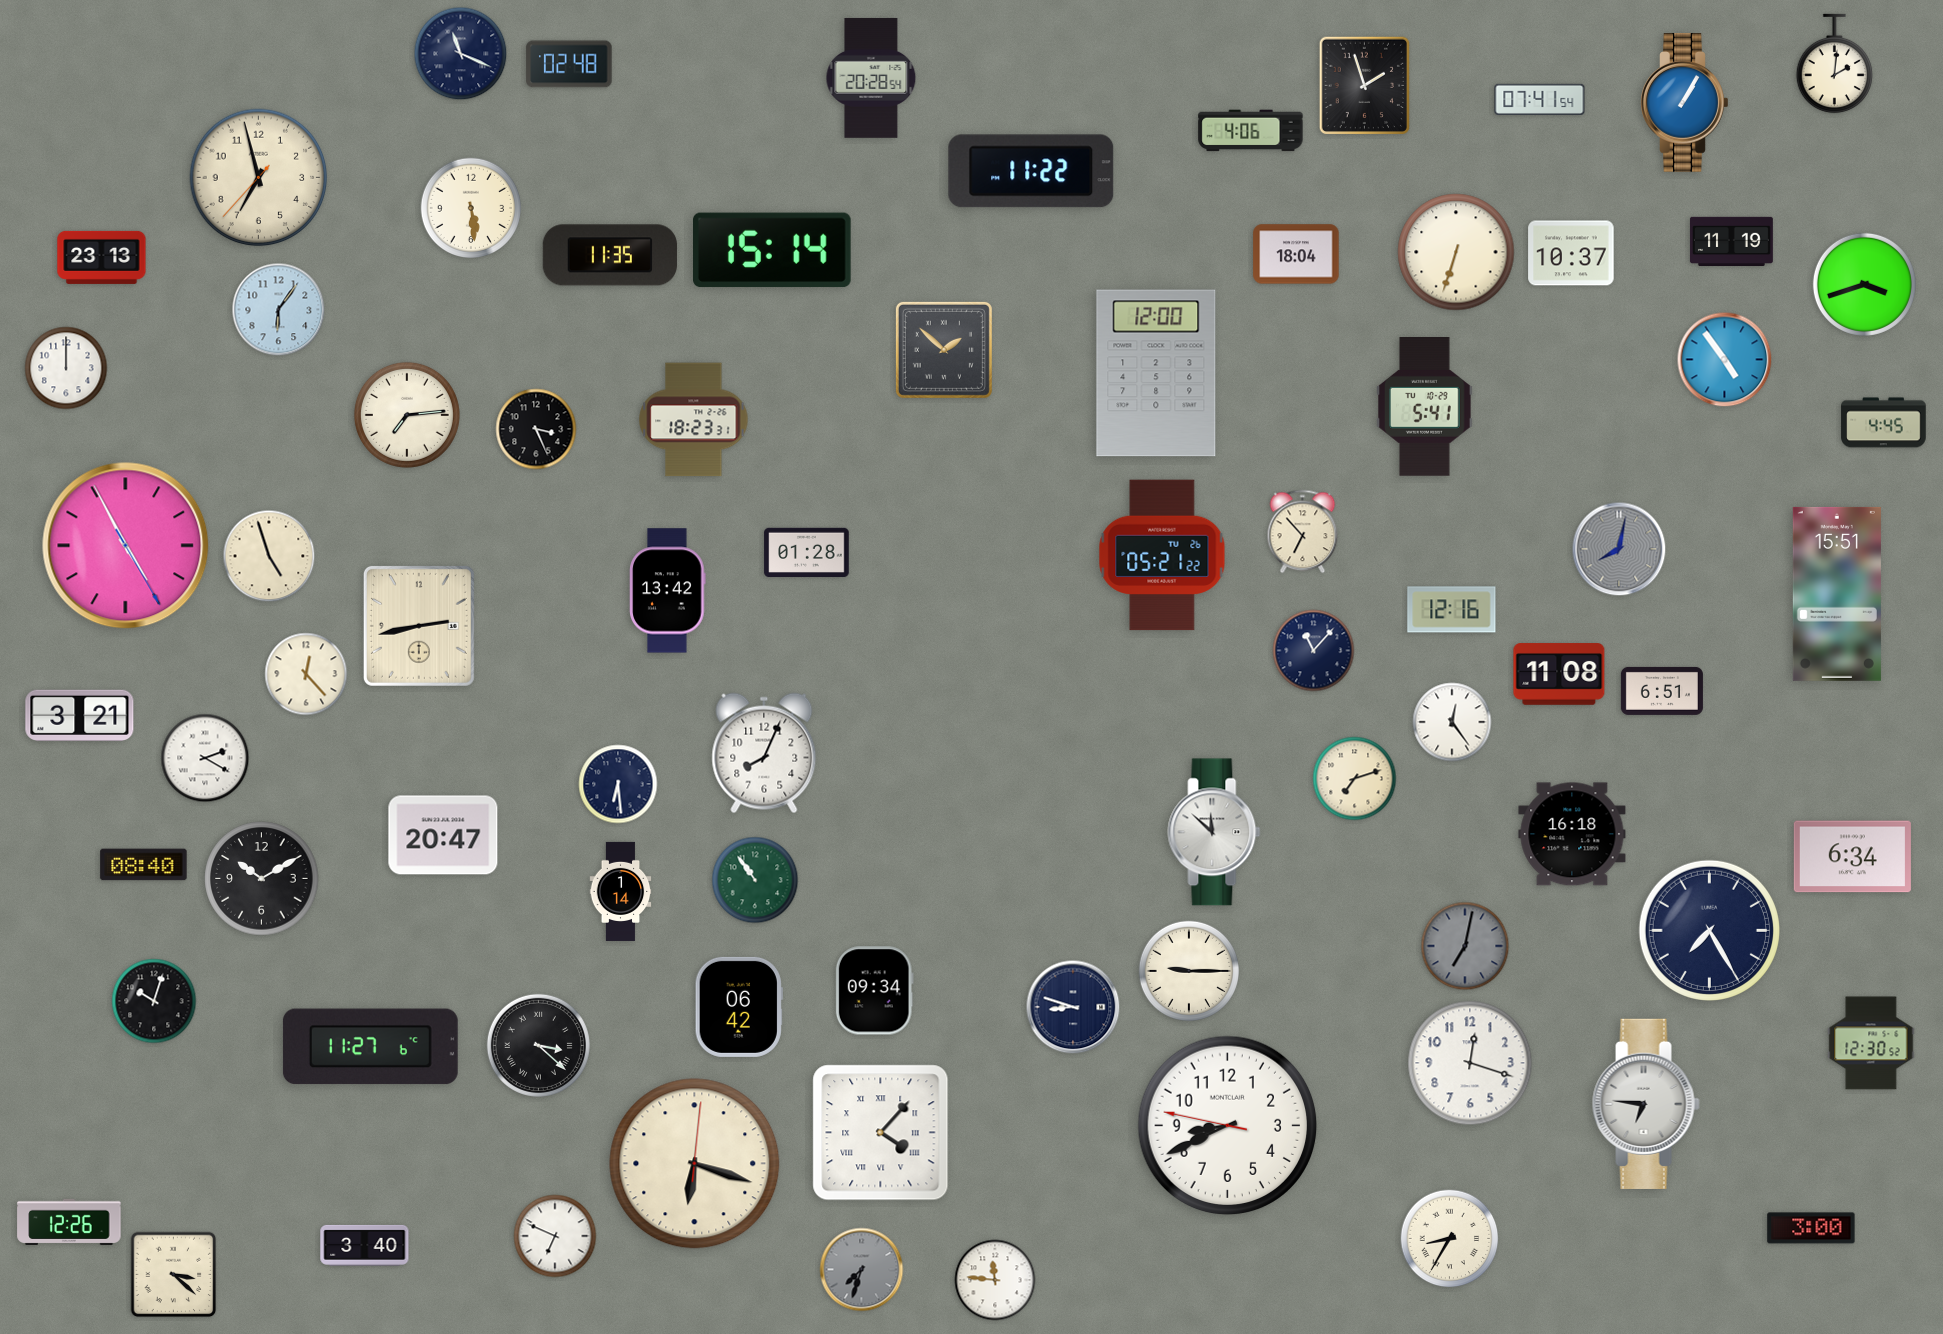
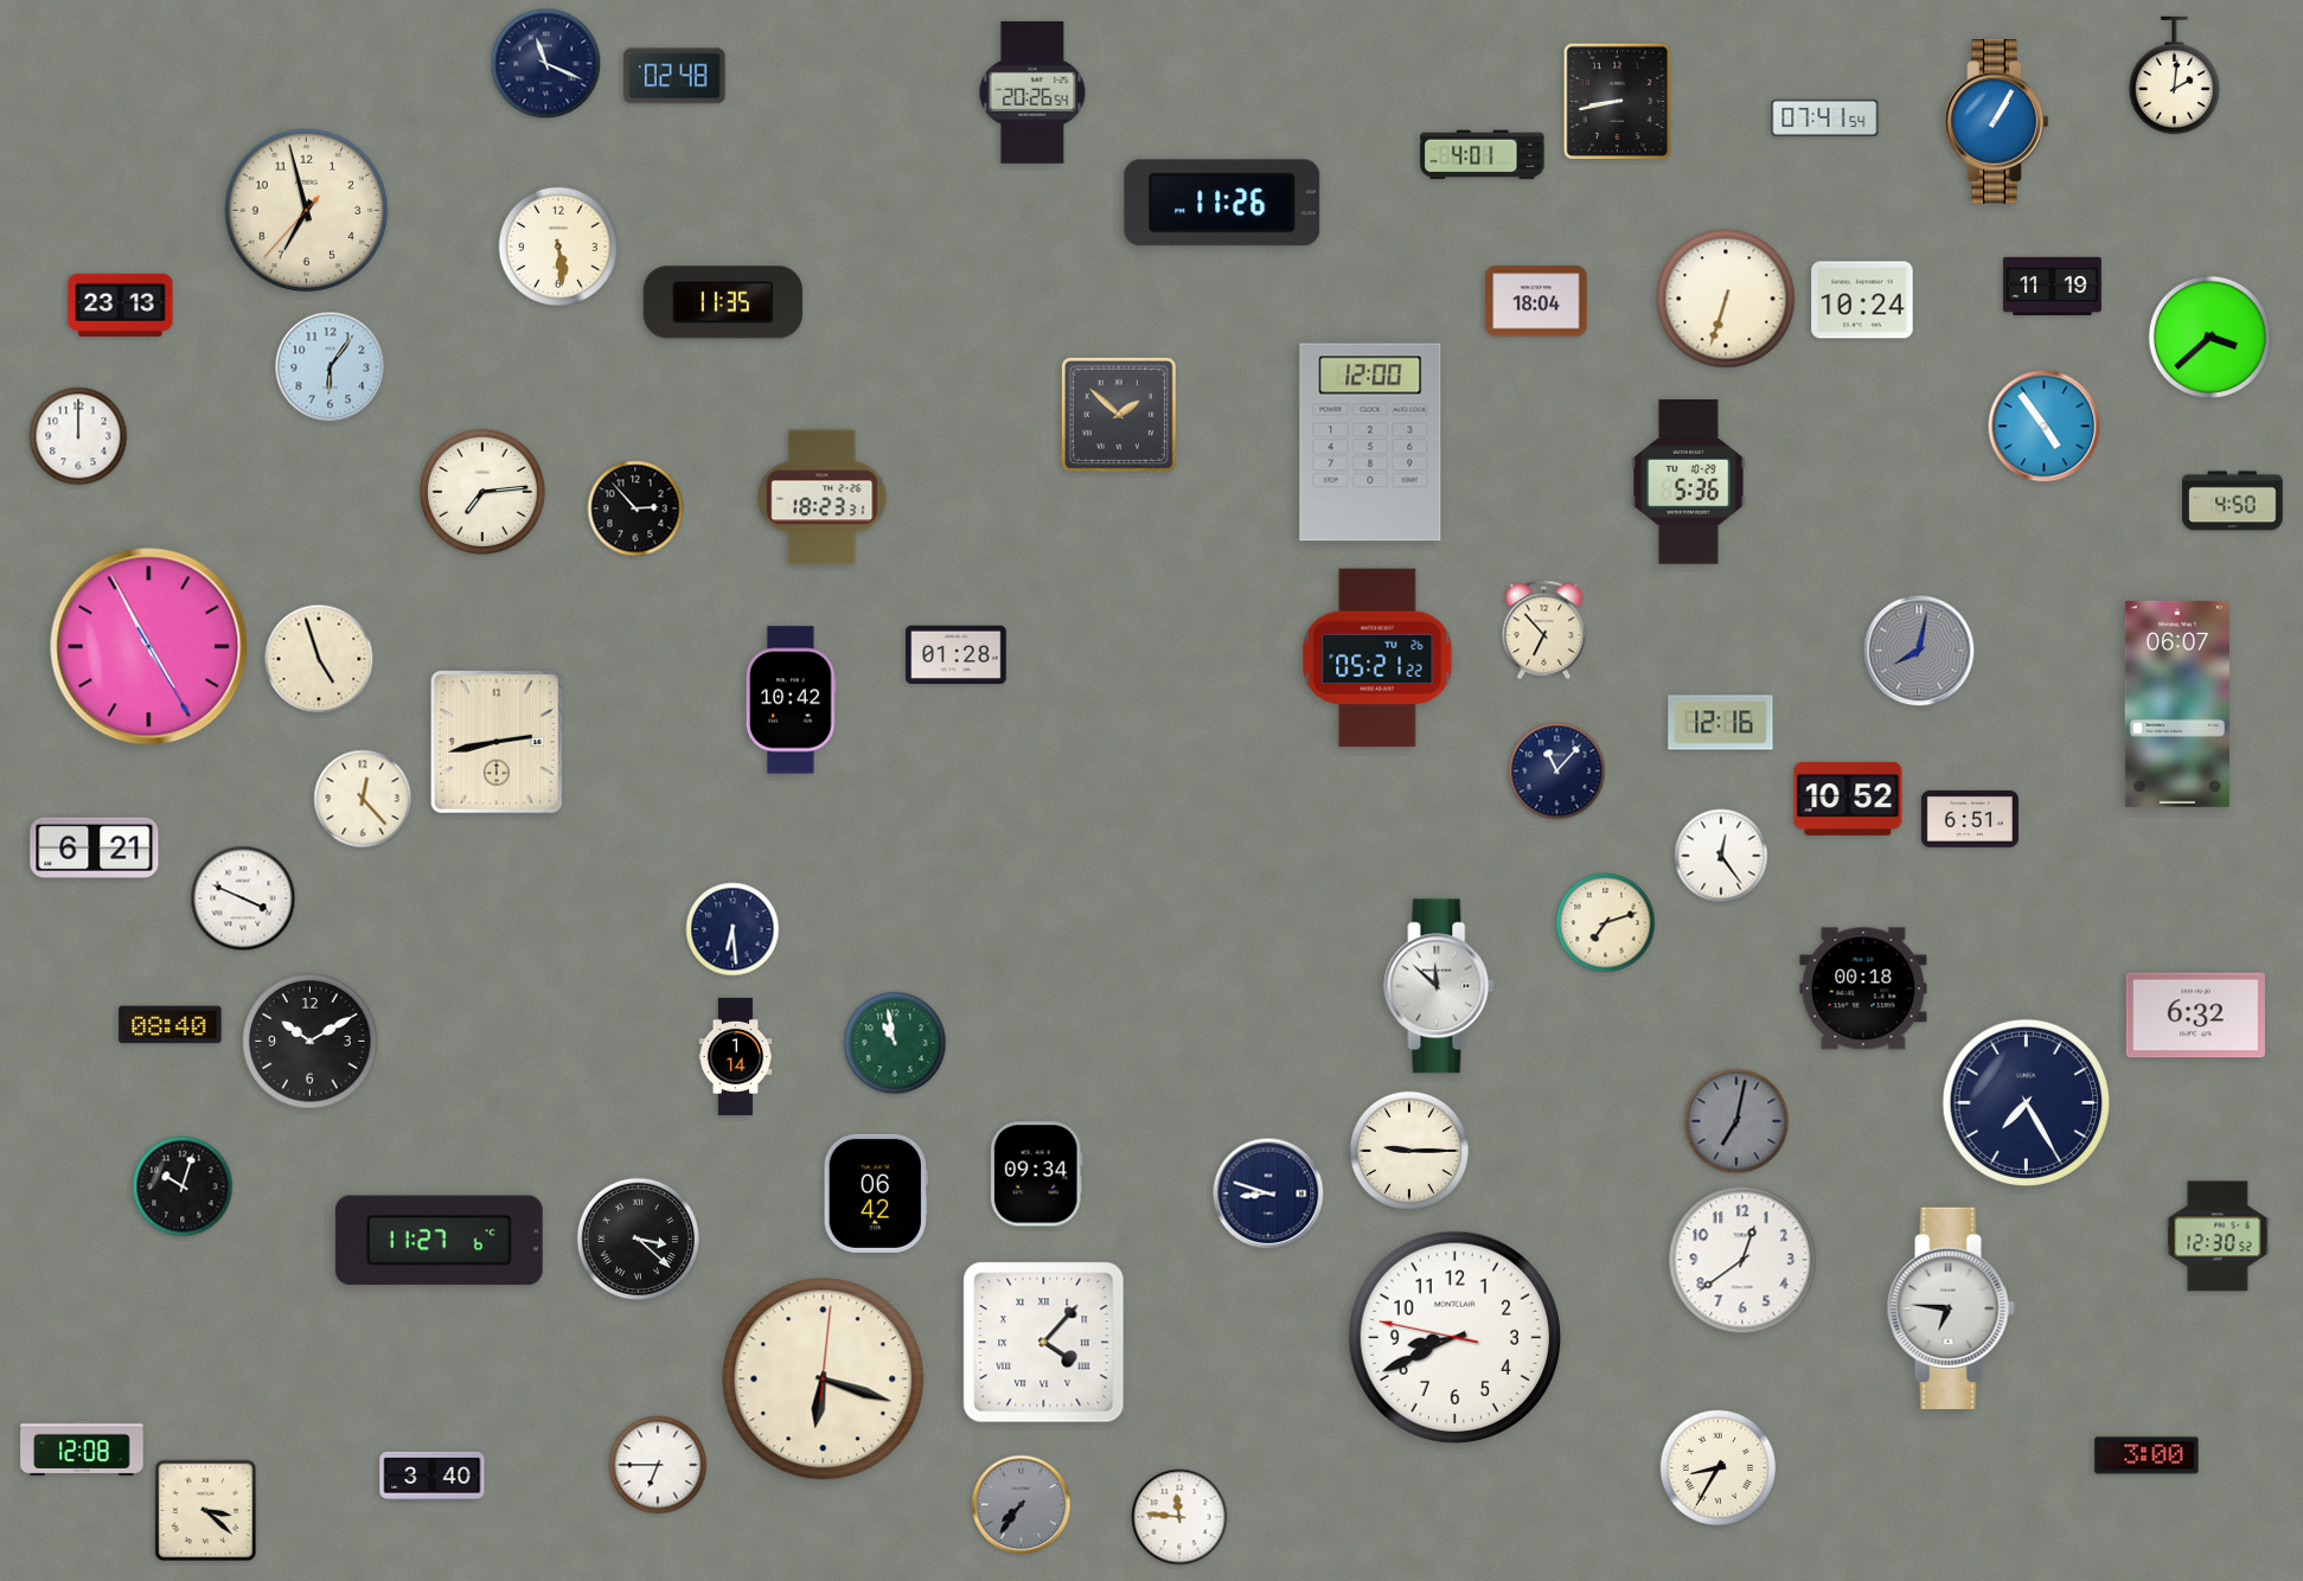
clock at (871, 78): 20:28 -> 20:26
clock at (1364, 85): 1:57 -> 8:43
clock at (1251, 131): 4:06 -> 4:01
clock at (1031, 171): 11:22 -> 11:26
clock at (773, 250): 15:14 -> none
clock at (1571, 253): 10:37 -> 10:24
clock at (1864, 284): 3:42 -> 3:38
clock at (1425, 407): 5:41 -> 5:36
clock at (1884, 423): 4:45 -> 4:50
clock at (536, 429): 3:26 -> 2:53
clock at (668, 591): 13:42 -> 10:42
clock at (1837, 594): 15:51 -> 06:07
clock at (1559, 674): 11:08 -> 10:52
clock at (80, 715): 3:21 -> 6:21
clock at (764, 753): 8:04 -> none
clock at (205, 758): 2:20 -> 3:49
clock at (1572, 834): 16:18 -> 00:18
clock at (443, 835): 20:47 -> none
clock at (1852, 857): 6:34 -> 6:32
clock at (755, 880): 10:54 -> 10:58
clock at (1073, 1007) position: (1073, 1007) -> (1268, 1193)
clock at (1470, 1063): 12:18 -> 12:39
clock at (1228, 1126) position: (1228, 1126) -> (1456, 1338)
clock at (69, 1221): 12:26 -> 12:08
clock at (555, 1236): 6:49 -> 6:45
clock at (862, 1270): 7:33 -> 7:36
